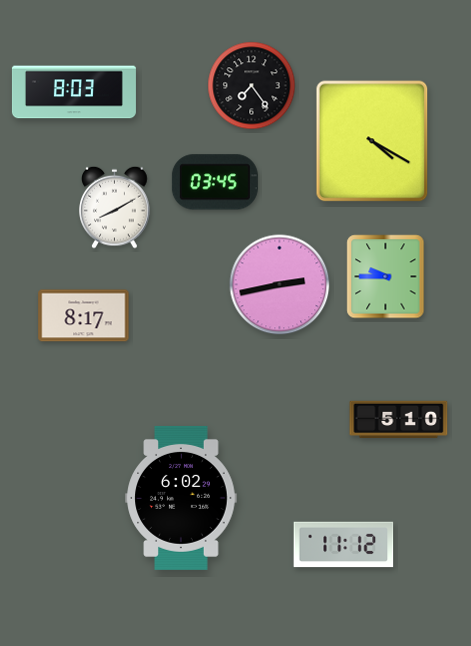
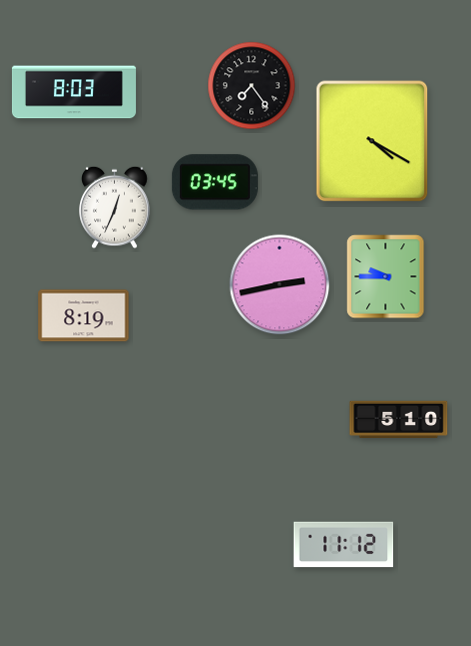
clock at (115, 207): 8:10 -> 12:34
clock at (84, 316): 8:17 -> 8:19
clock at (181, 498): 6:02 -> none
